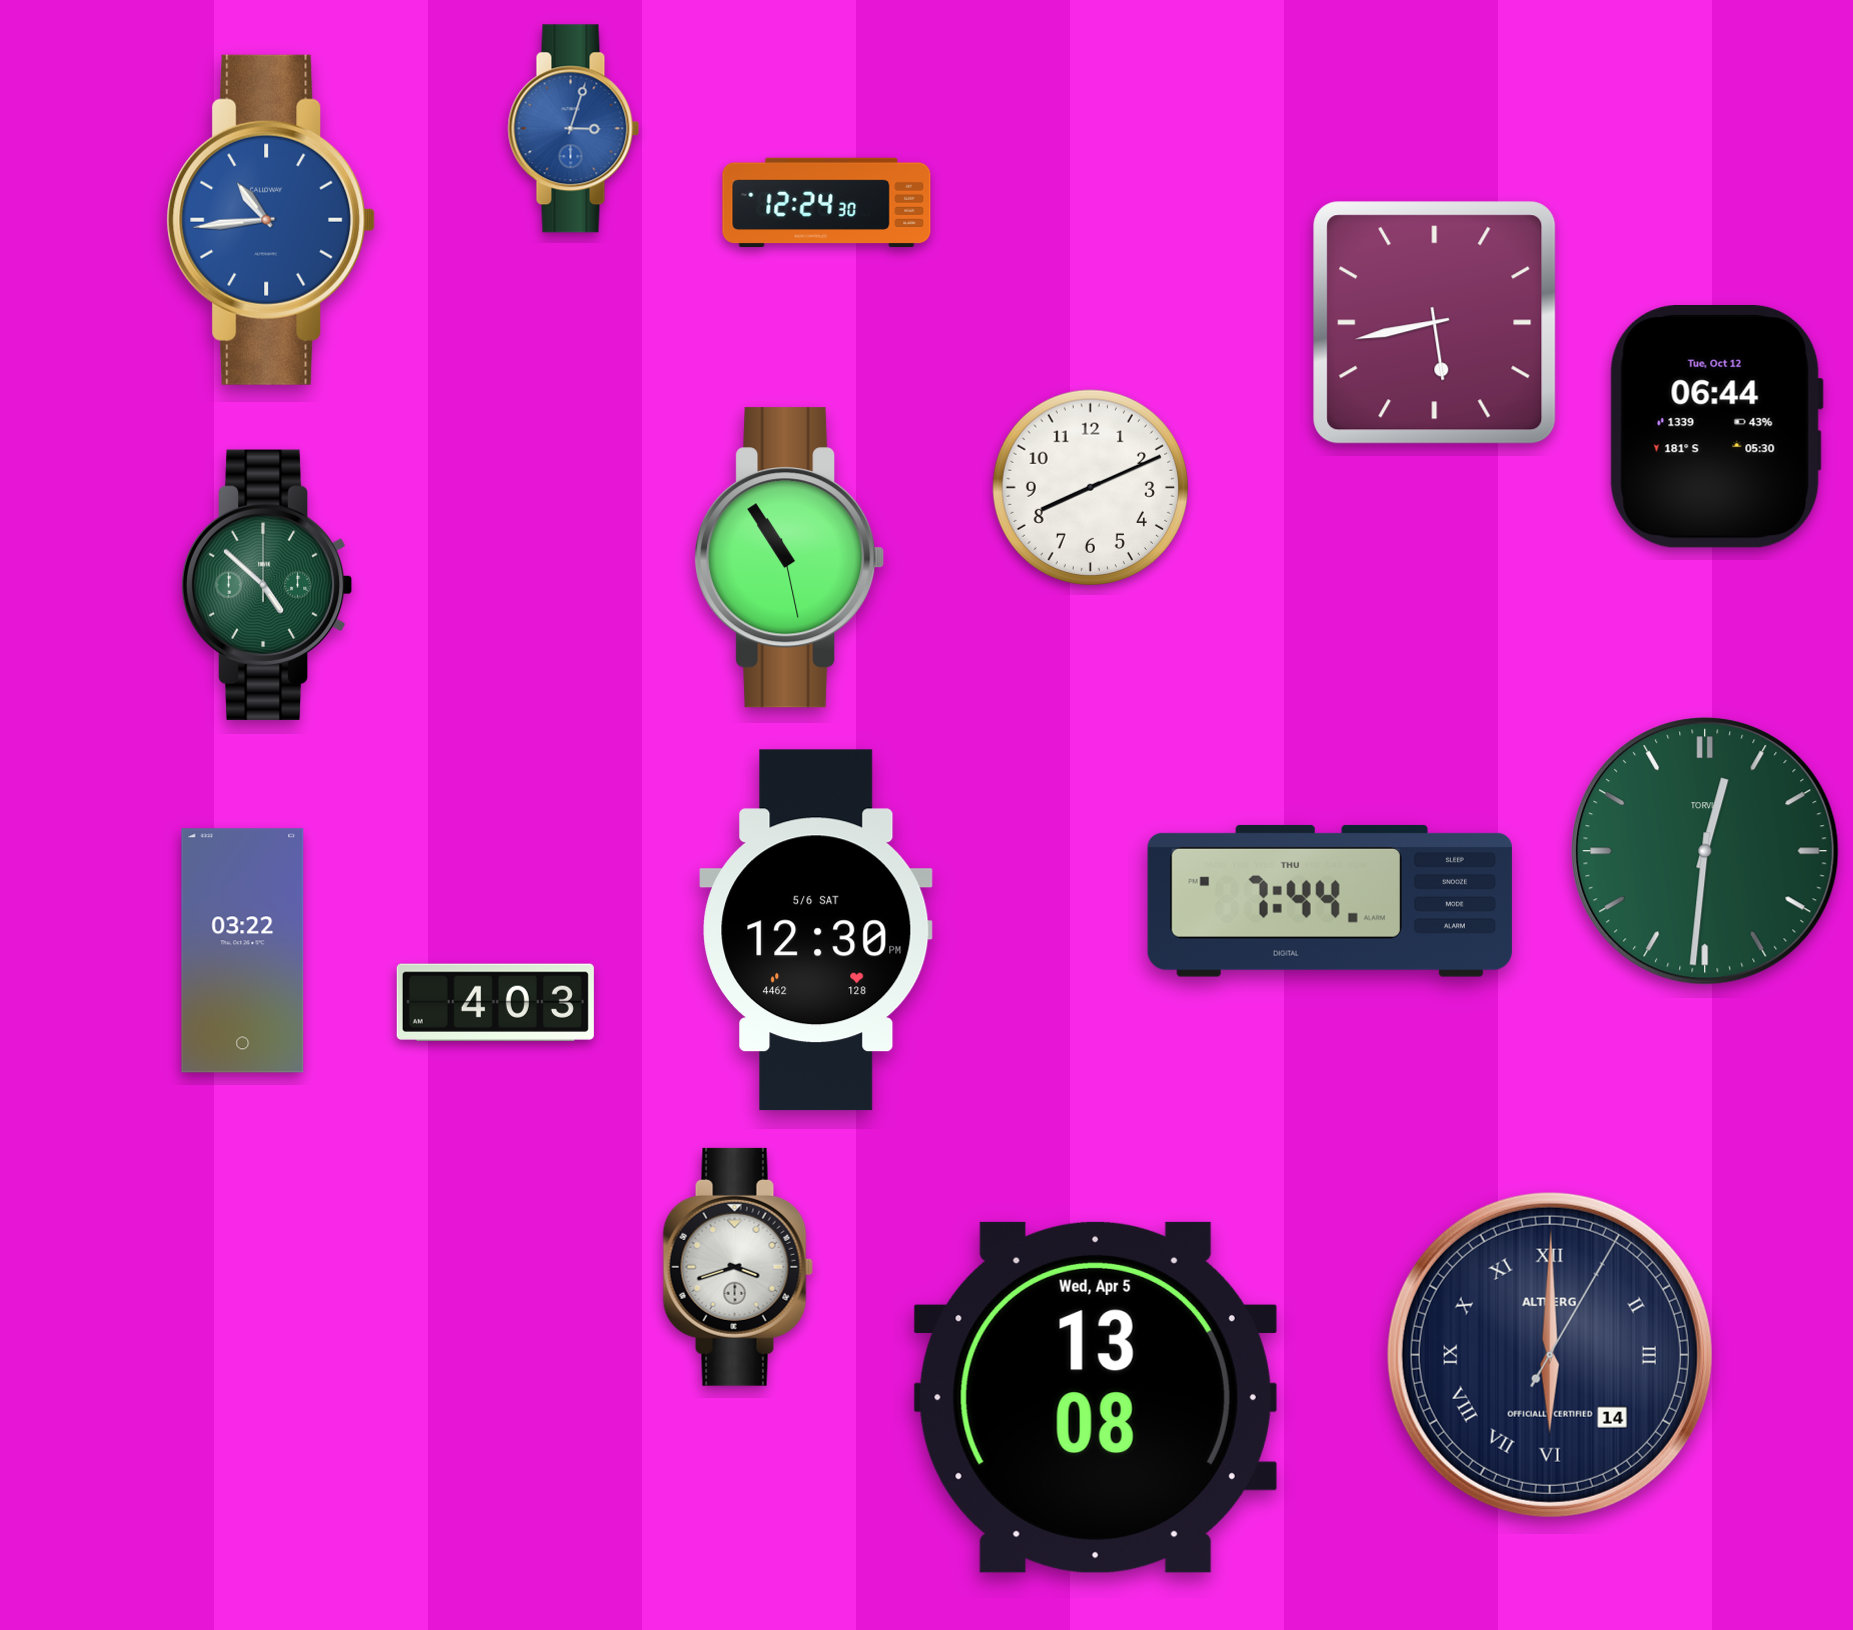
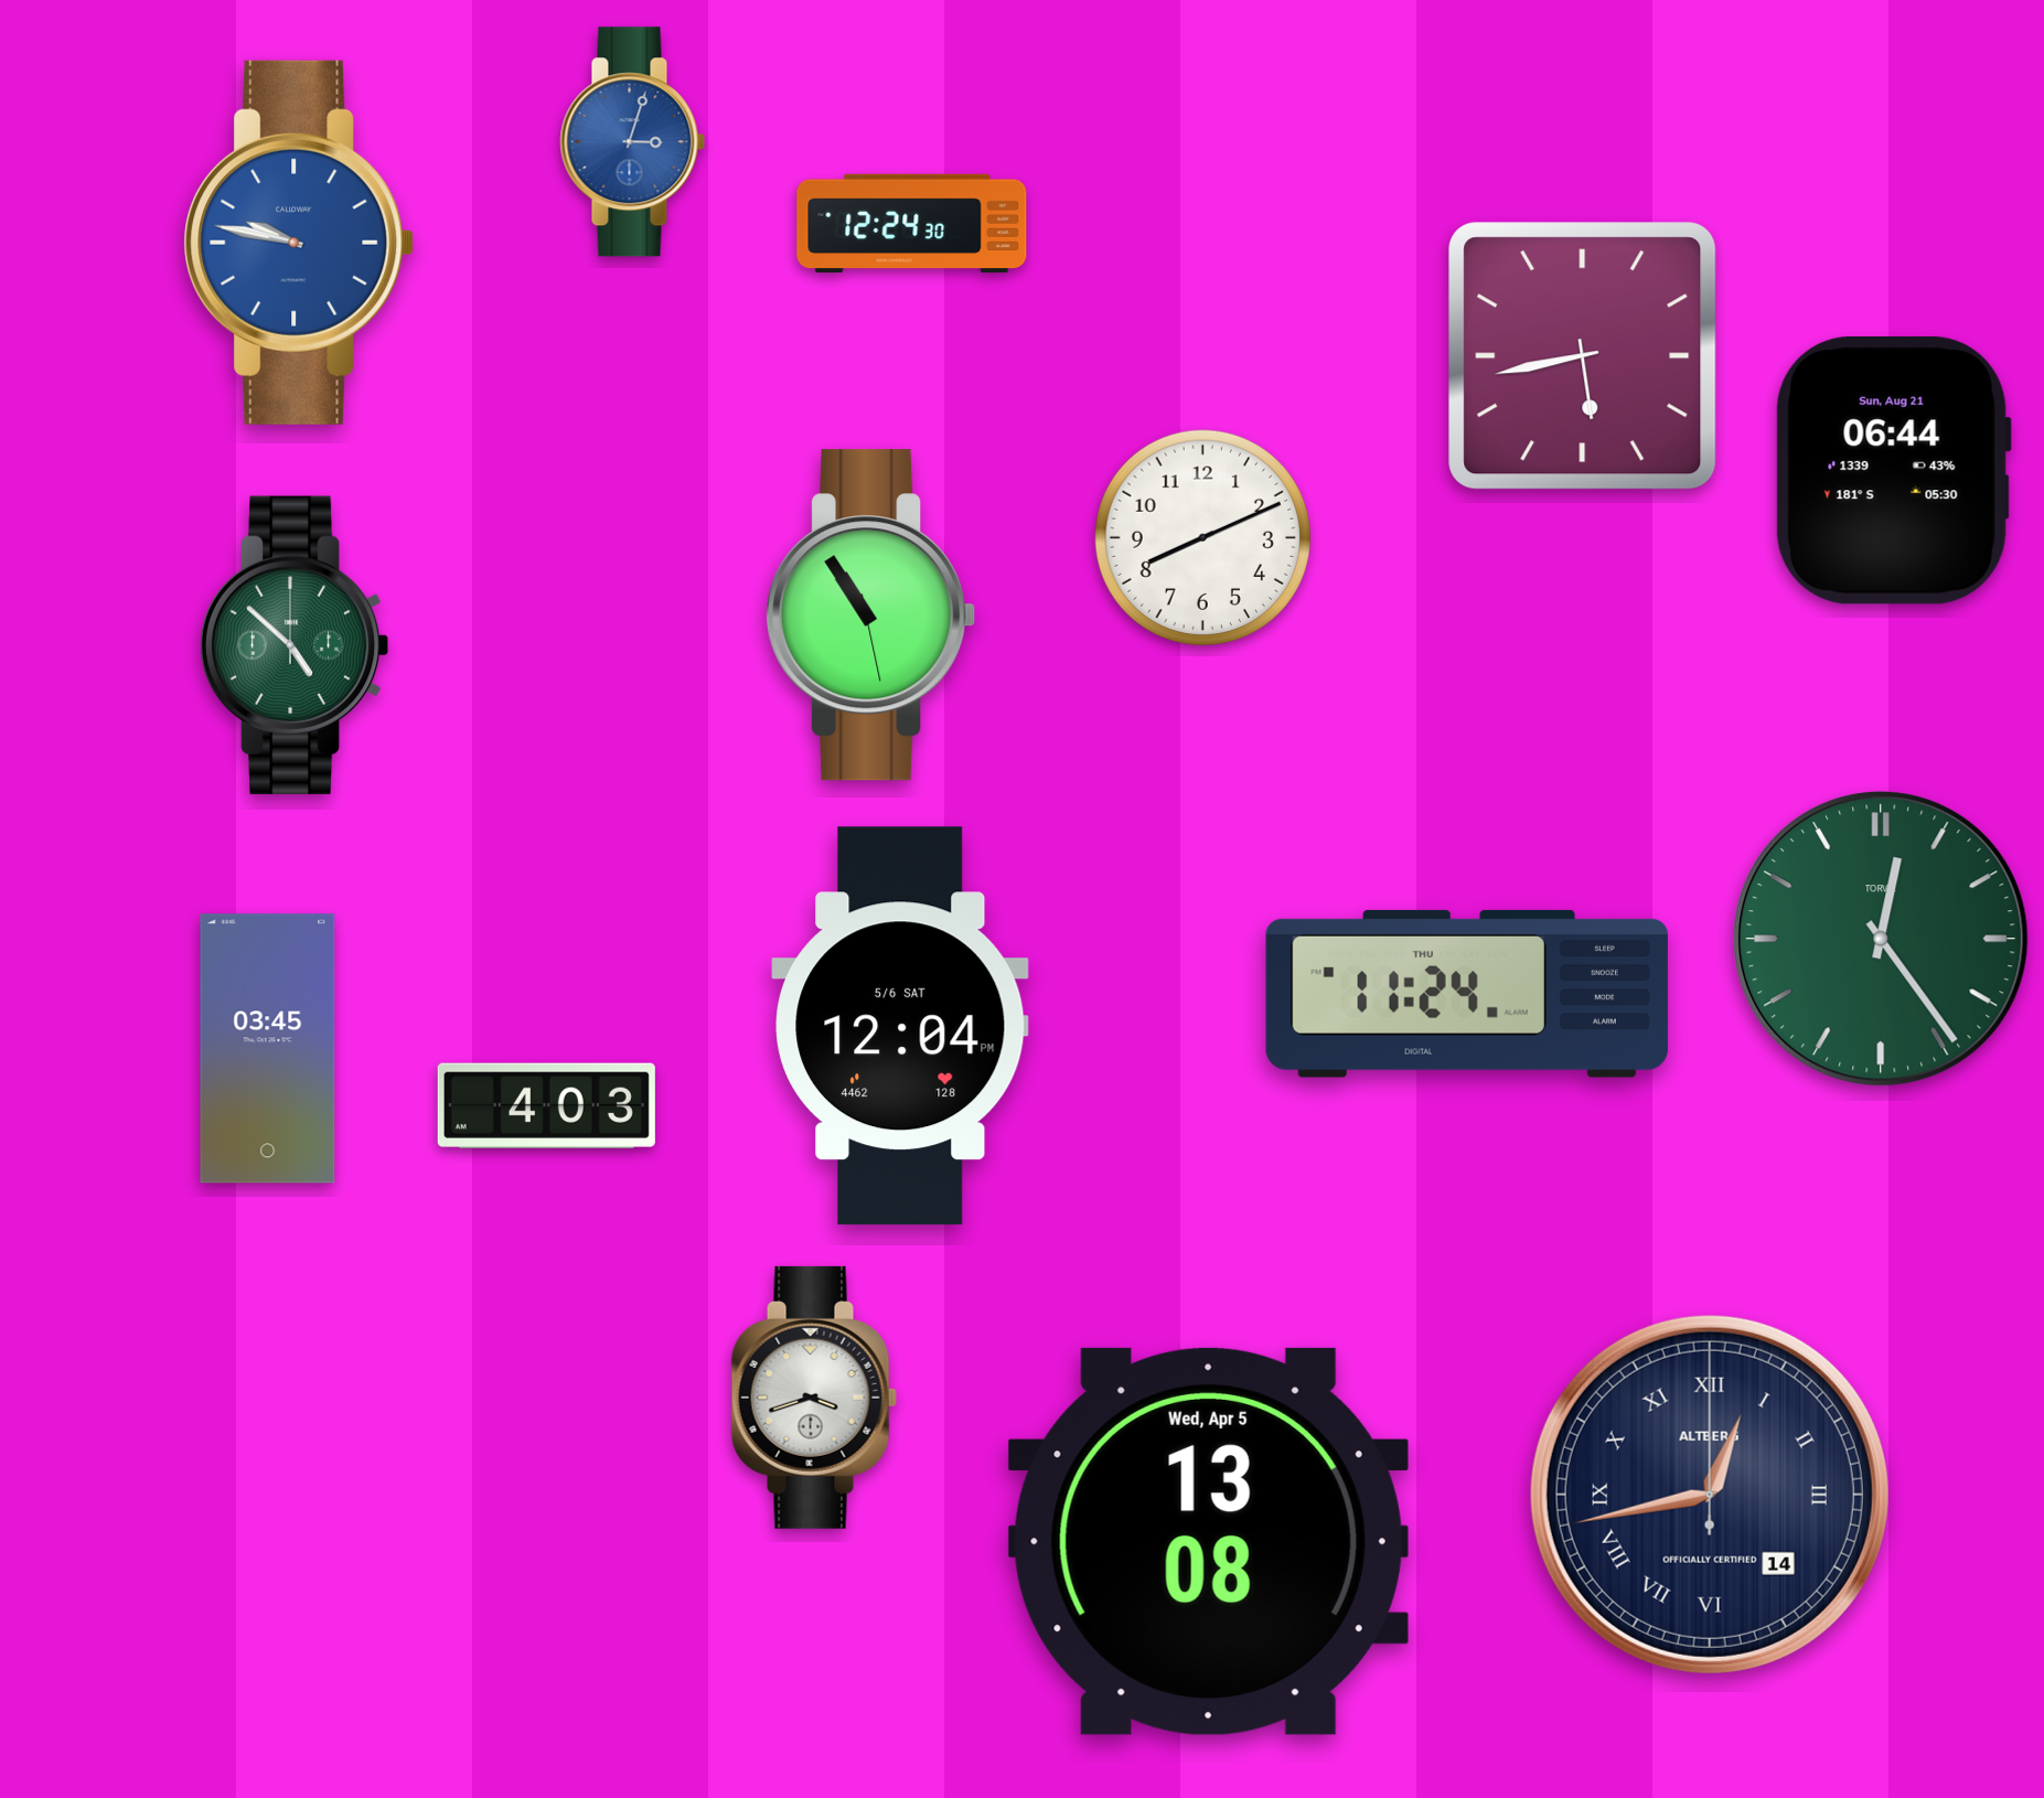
clock at (271, 220): 10:44 -> 9:47
clock at (1716, 427) date: Tue, Oct 12 -> Sun, Aug 21
clock at (1705, 851): 12:31 -> 12:24
clock at (1330, 901): 7:44 -> 11:24
clock at (816, 930): 12:30 -> 12:04
clock at (243, 951): 03:22 -> 03:45
clock at (1550, 1355): 6:00 -> 12:43
